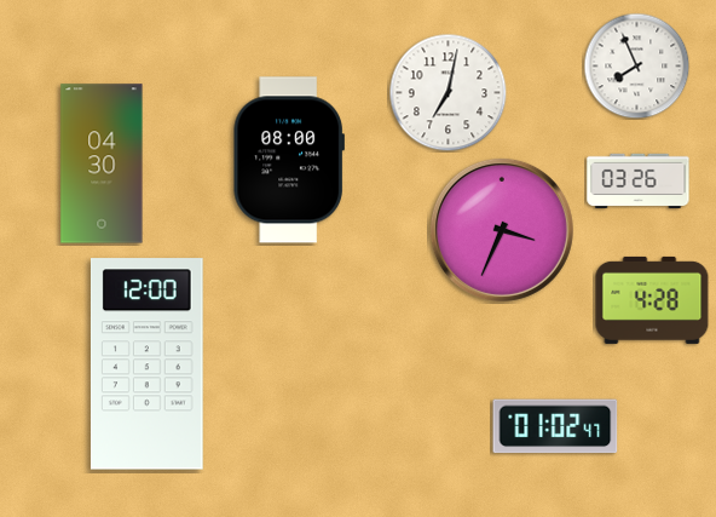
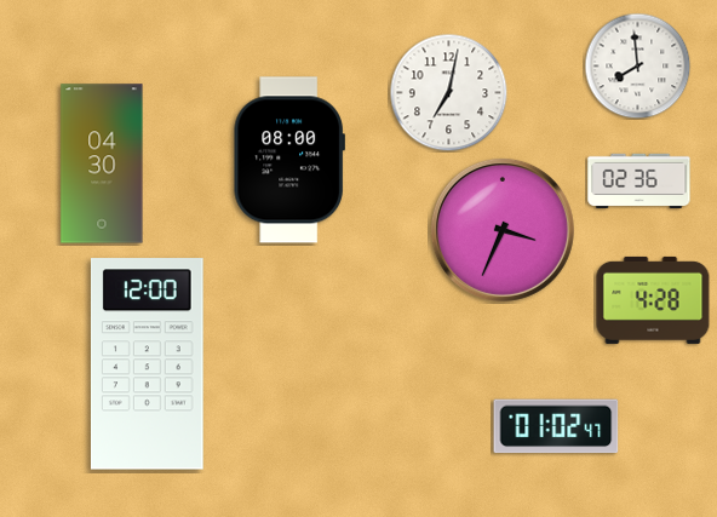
clock at (636, 65): 7:56 -> 7:59
clock at (639, 180): 03:26 -> 02:36
